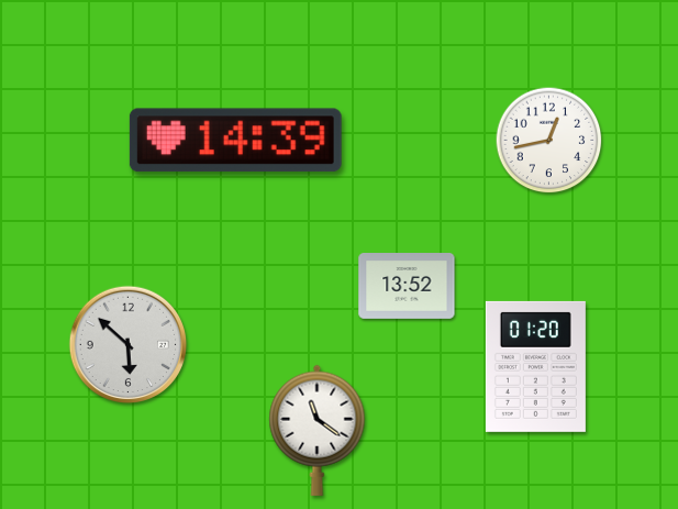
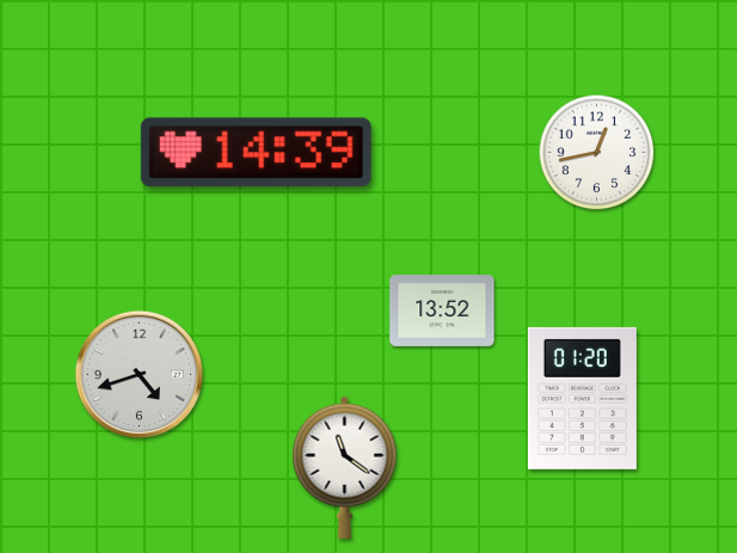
clock at (129, 345): 5:52 -> 4:42
